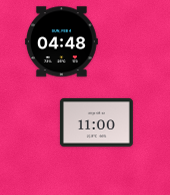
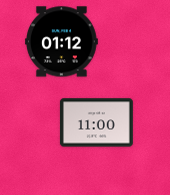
clock at (62, 42): 04:48 -> 01:12
